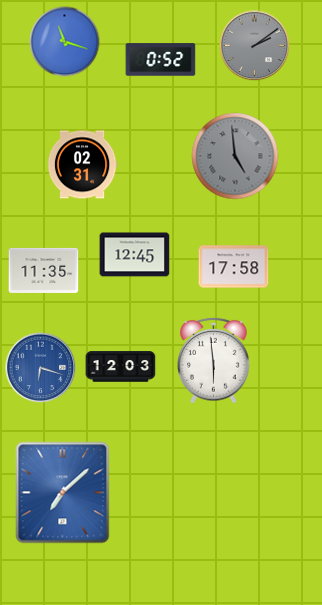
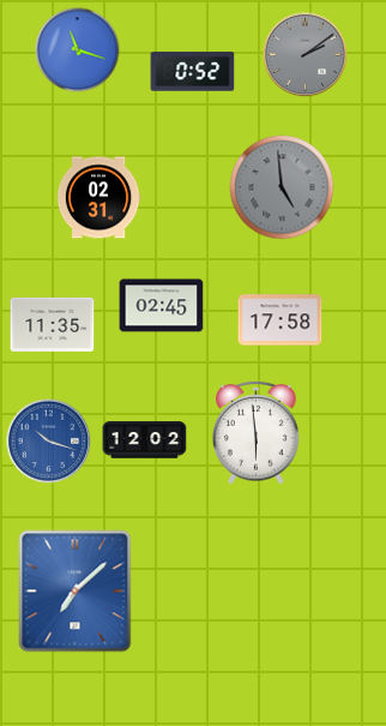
clock at (135, 255): 12:45 -> 02:45
clock at (121, 367): 12:03 -> 12:02
clock at (41, 368): 6:18 -> 10:18
